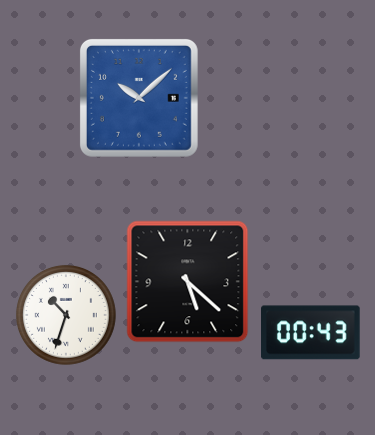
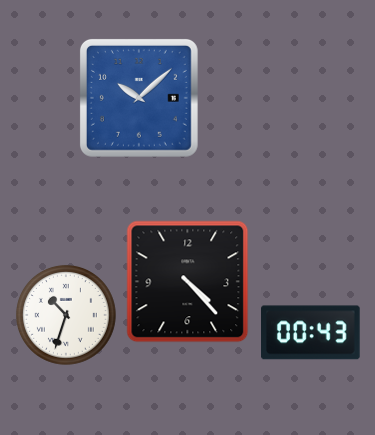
clock at (188, 282): 5:22 -> 4:23
